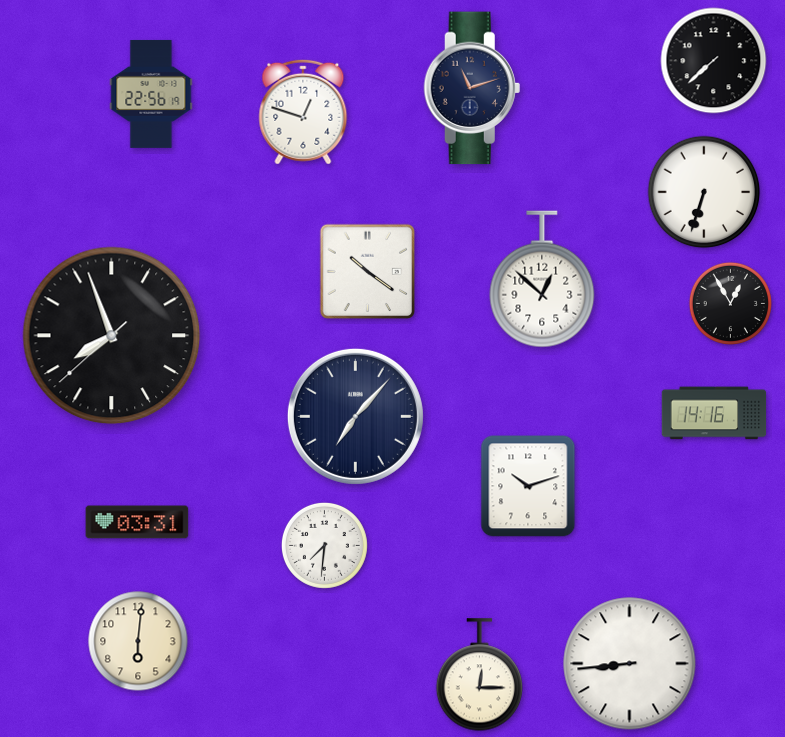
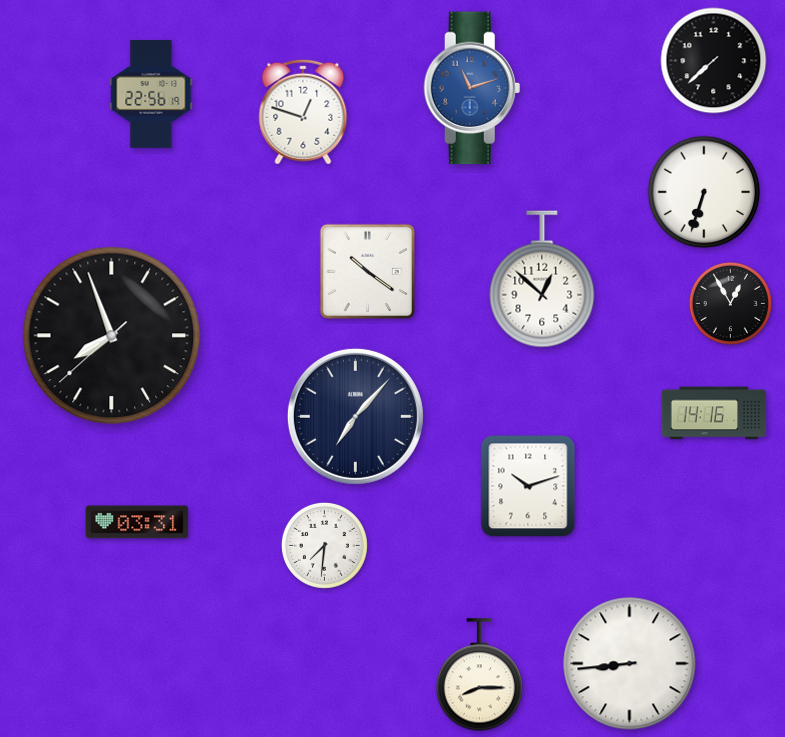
clock at (472, 88) dial: navy -> blue
clock at (138, 641): 6:01 -> none
clock at (479, 675): 12:15 -> 8:15
